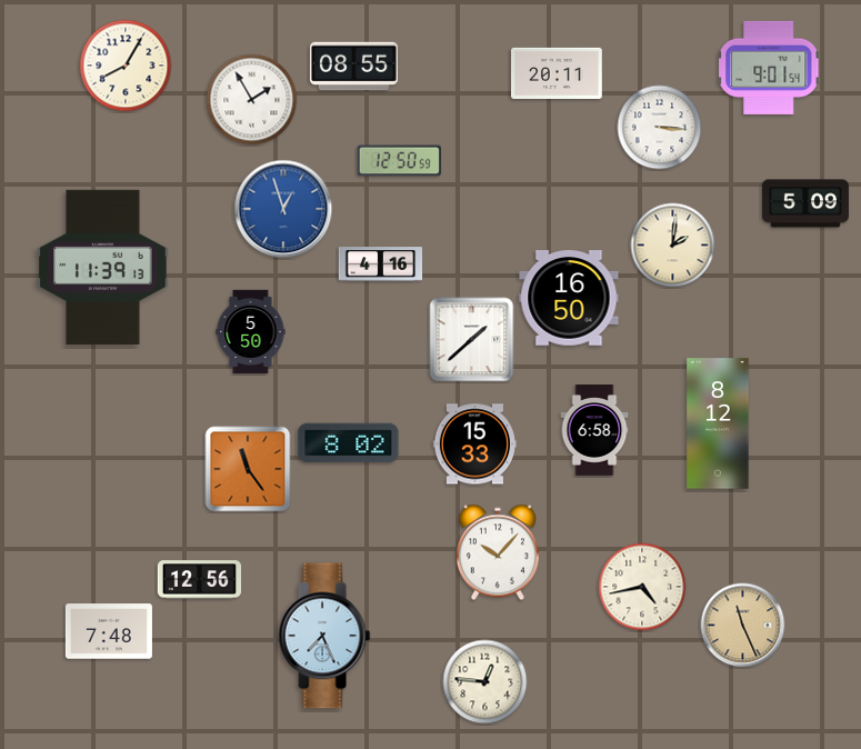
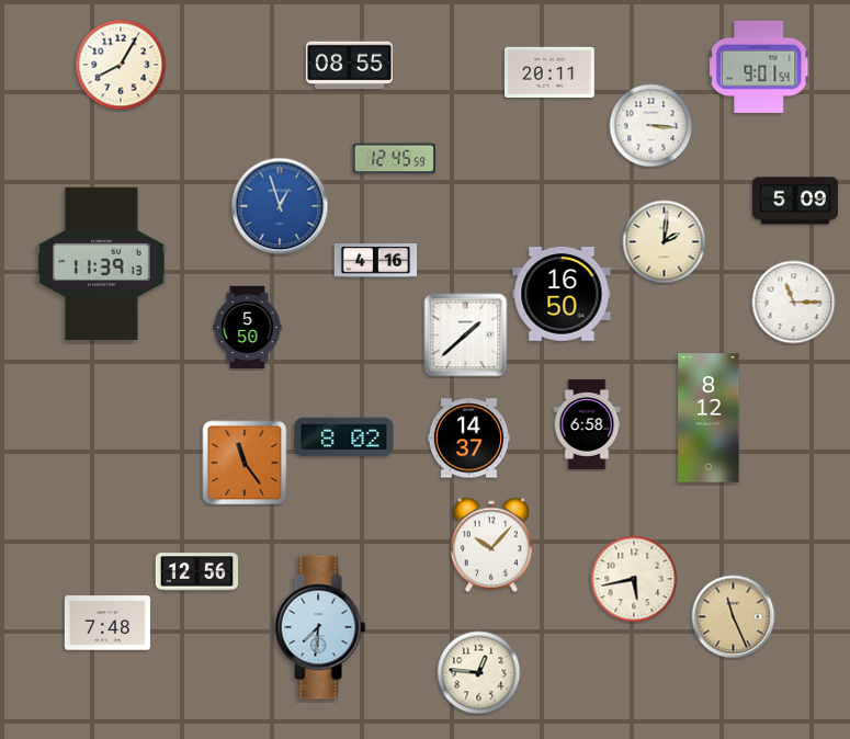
clock at (126, 66) position: (126, 66) -> (121, 65)
clock at (252, 100): 1:55 -> none
clock at (399, 161): 12:50 -> 12:45
clock at (794, 303): none -> 11:15
clock at (475, 445): 15:33 -> 14:37
clock at (642, 587): 4:43 -> 5:43
clock at (324, 636): 7:26 -> 7:31
